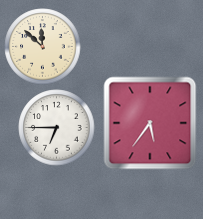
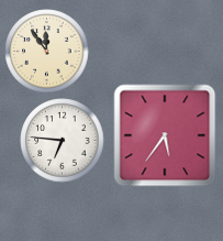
clock at (43, 47): 11:52 -> 11:54
clock at (57, 128): 6:45 -> 6:46
